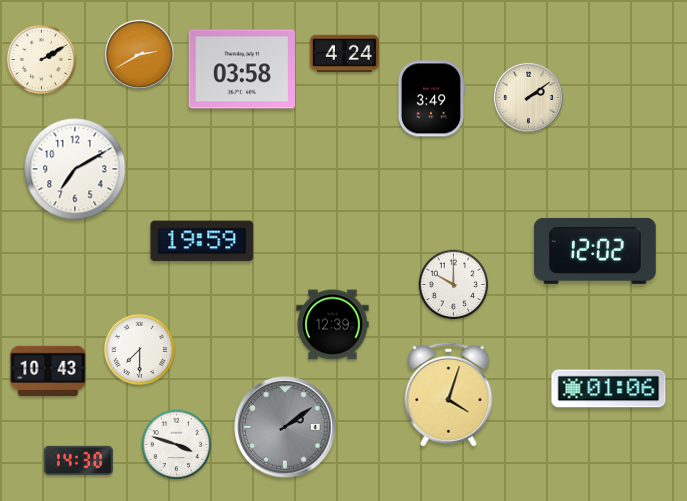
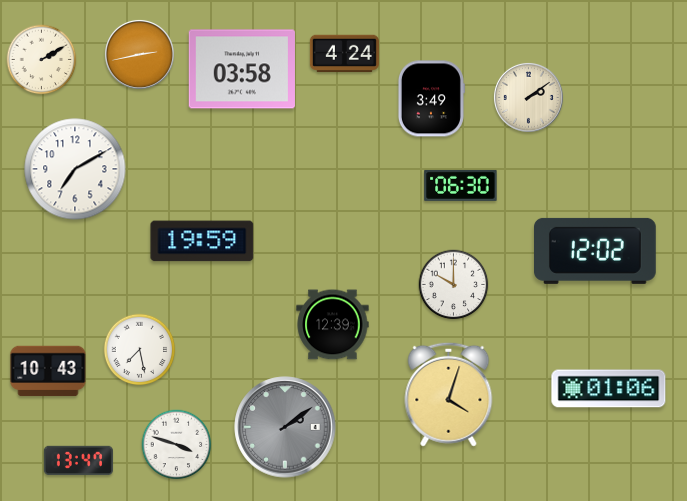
clock at (139, 54): 2:40 -> 2:43
clock at (461, 185): none -> 06:30
clock at (140, 350): 7:30 -> 7:28
clock at (78, 461): 14:30 -> 13:47
